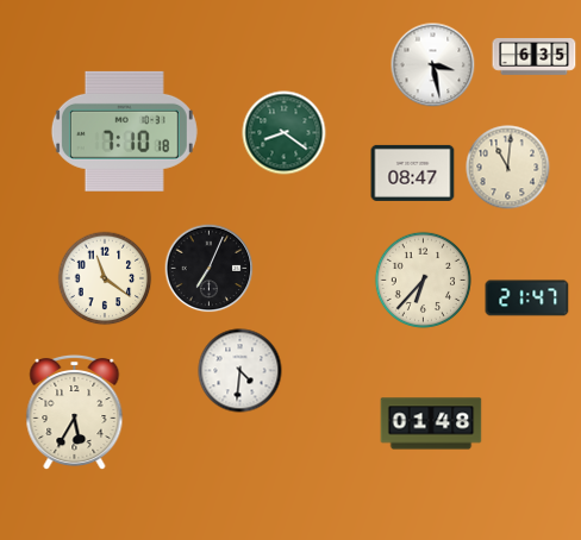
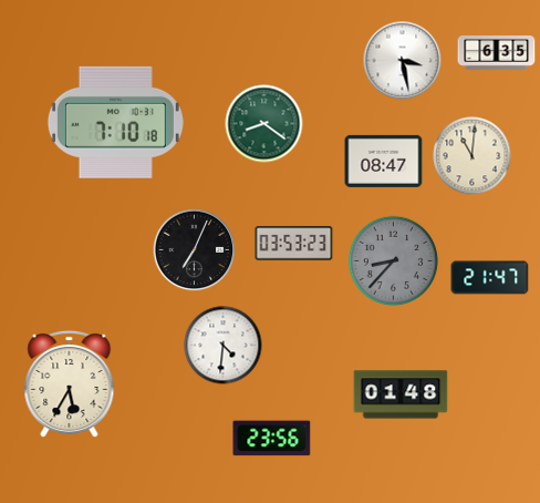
clock at (294, 244): none -> 03:53
clock at (105, 278): 11:21 -> none
clock at (423, 280): 6:37 -> 8:37
clock at (423, 280) dial: cream -> grey
clock at (272, 439): none -> 23:56
